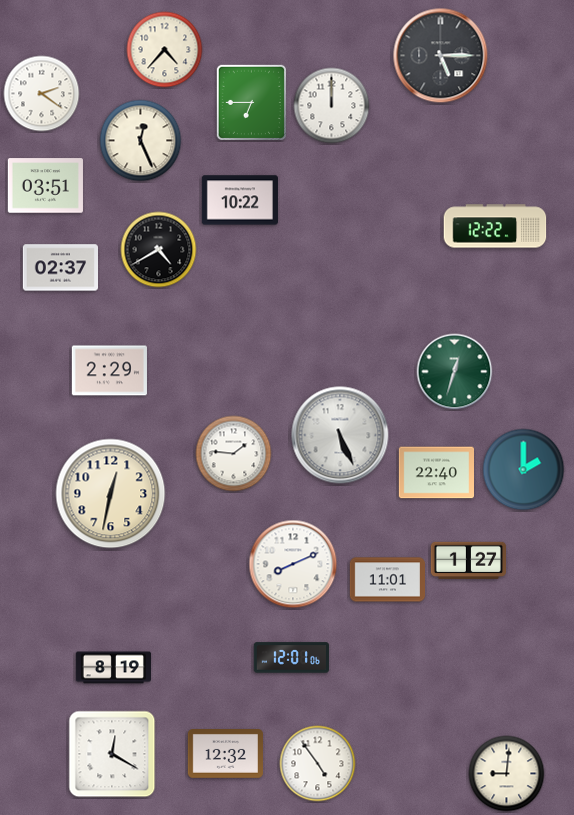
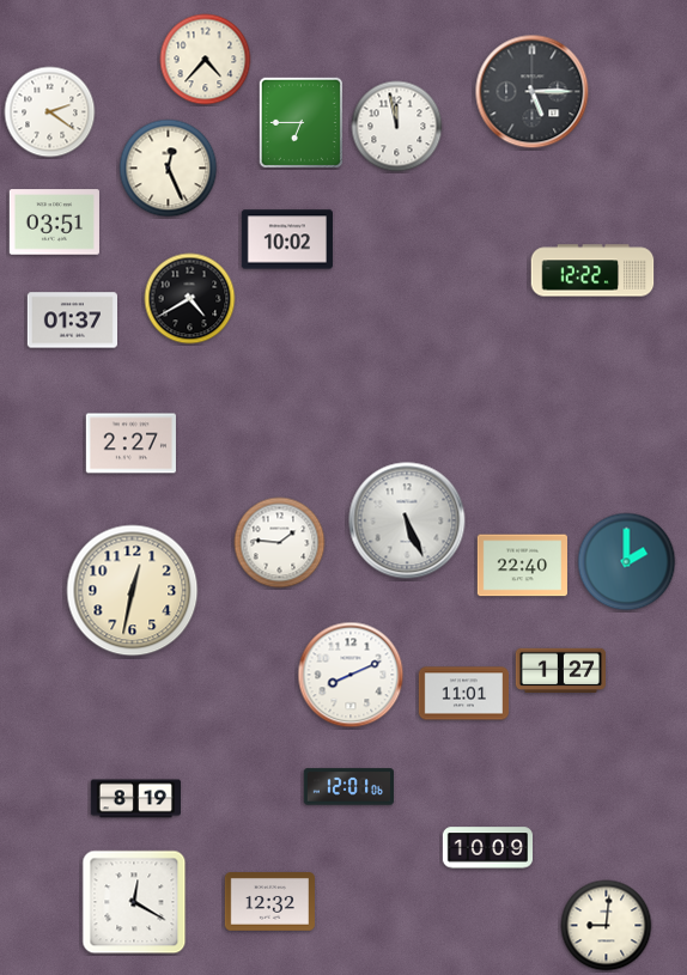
clock at (165, 50) position: (165, 50) -> (206, 60)
clock at (441, 56) position: (441, 56) -> (533, 92)
clock at (332, 106): 12:00 -> 11:58
clock at (240, 200): 10:22 -> 10:02
clock at (60, 268): 02:37 -> 01:37
clock at (109, 371): 2:29 -> 2:27
clock at (455, 372): 12:33 -> none
clock at (487, 848): none -> 10:09
clock at (318, 764): 4:54 -> none
